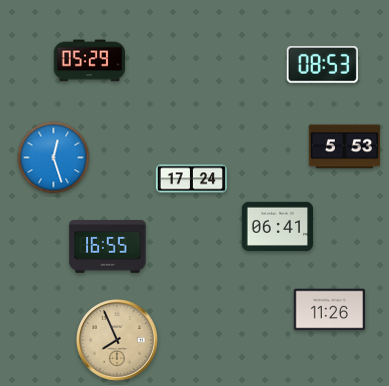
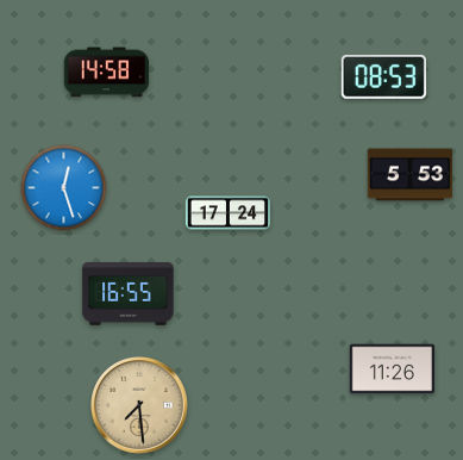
clock at (89, 61): 05:29 -> 14:58
clock at (277, 226): 06:41 -> none
clock at (118, 341): 7:56 -> 7:29
